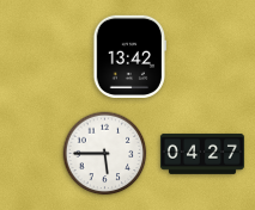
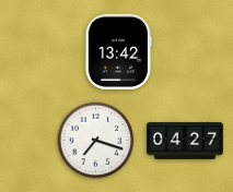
clock at (105, 154): 5:45 -> 7:18
